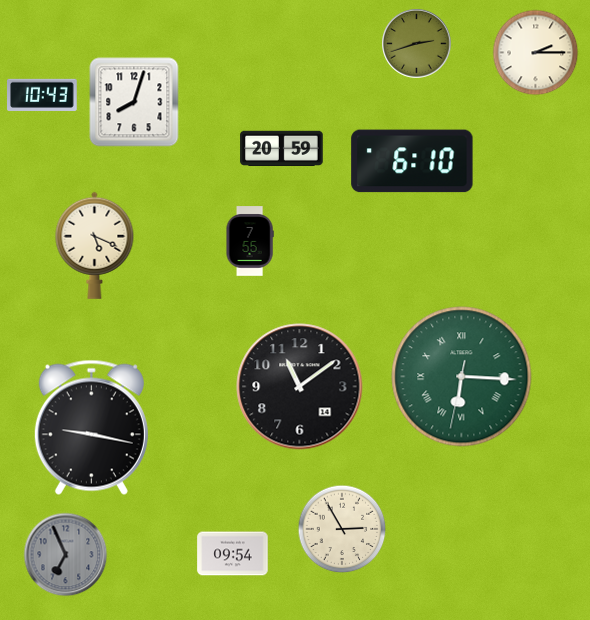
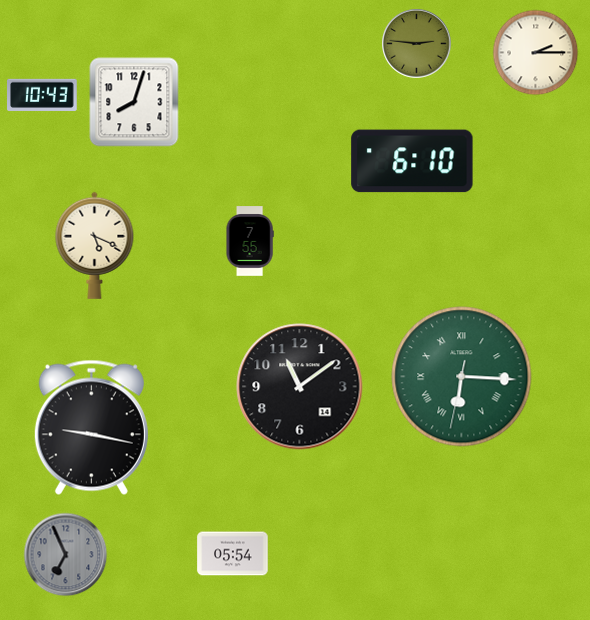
clock at (417, 44): 2:42 -> 2:46
clock at (282, 148): 20:59 -> none
clock at (342, 529): 2:55 -> none
clock at (233, 554): 09:54 -> 05:54
